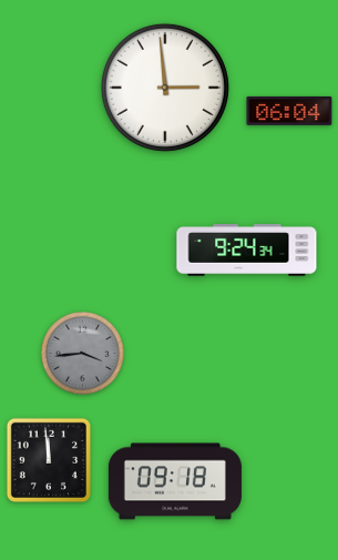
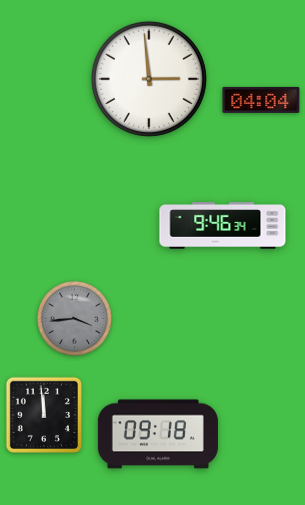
clock at (289, 111): 06:04 -> 04:04
clock at (247, 251): 9:24 -> 9:46
